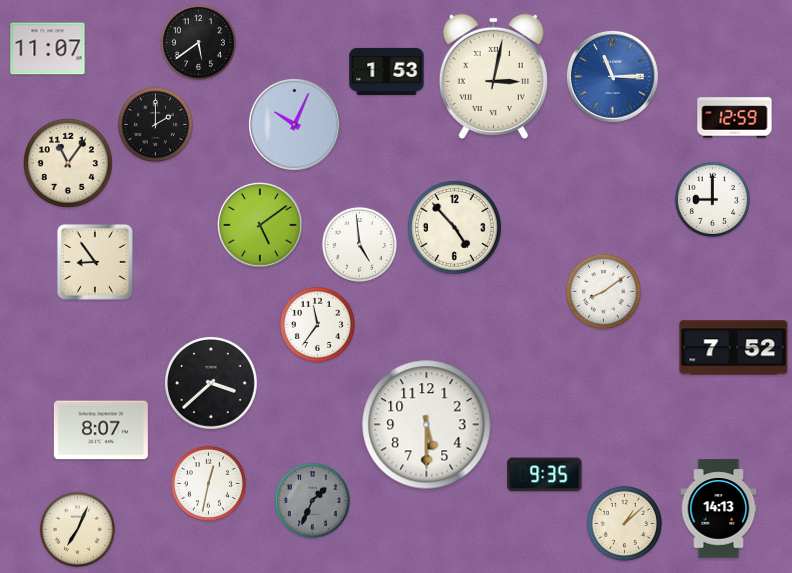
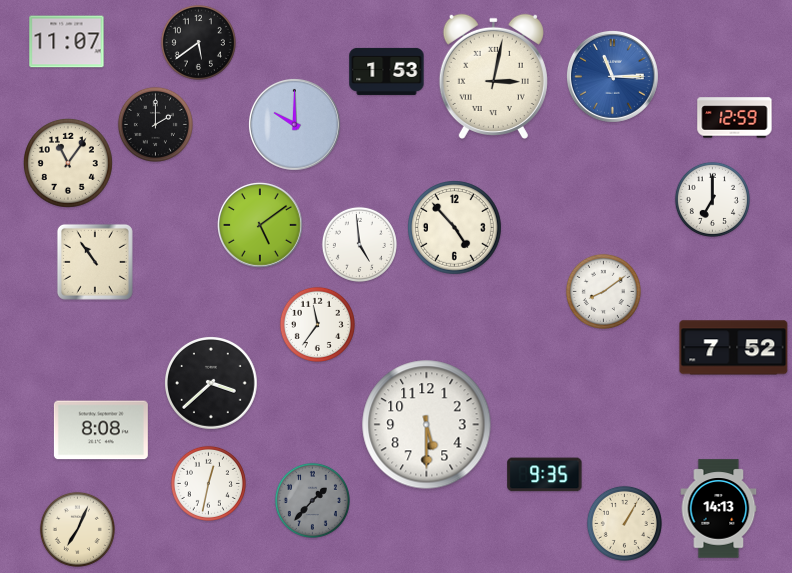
clock at (48, 49) position: (48, 49) -> (67, 42)
clock at (294, 124): 10:04 -> 10:00
clock at (712, 199): 9:00 -> 7:00
clock at (95, 262): 8:54 -> 10:54
clock at (101, 430): 8:07 -> 8:08
clock at (312, 500): 1:34 -> 1:37
clock at (624, 523): 1:08 -> 1:05
